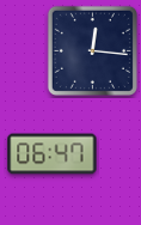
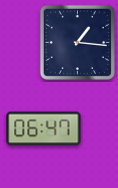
clock at (92, 50): 12:16 -> 1:16
